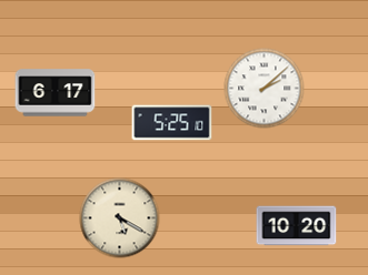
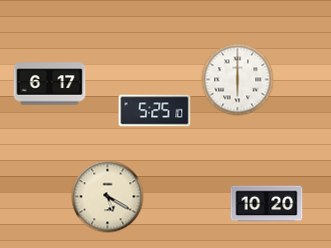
clock at (265, 89): 2:08 -> 6:00
